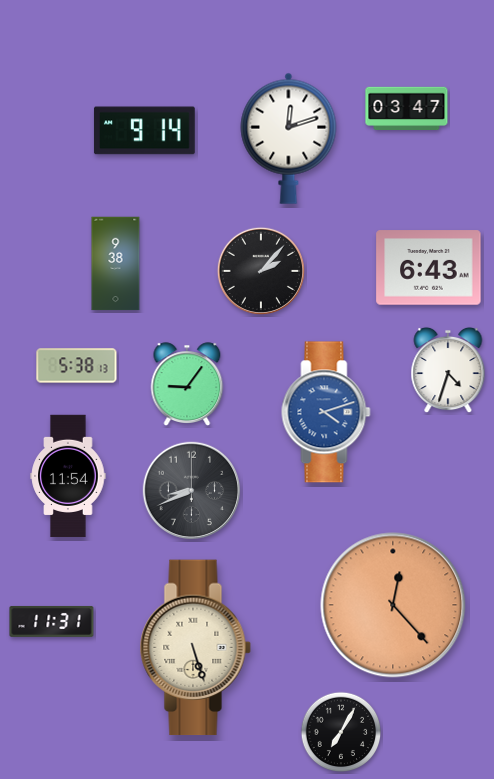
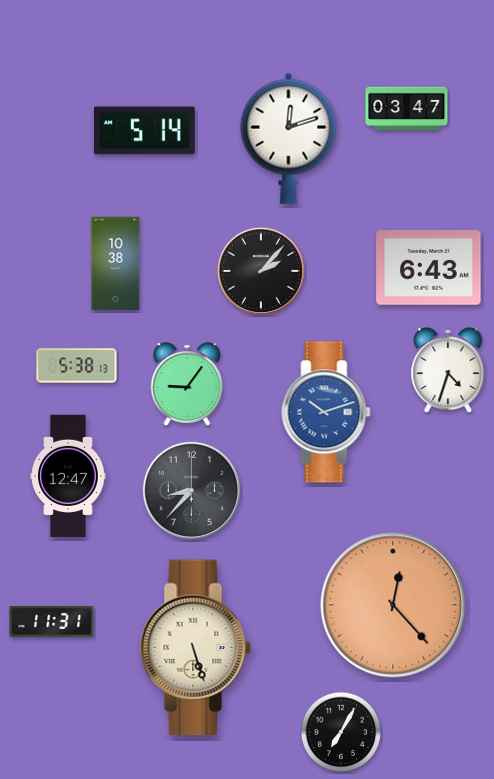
clock at (144, 131): 9:14 -> 5:14
clock at (116, 264): 9:38 -> 10:38
clock at (326, 412): 4:12 -> 10:12
clock at (68, 476): 11:54 -> 12:47
clock at (192, 491): 8:41 -> 8:37
